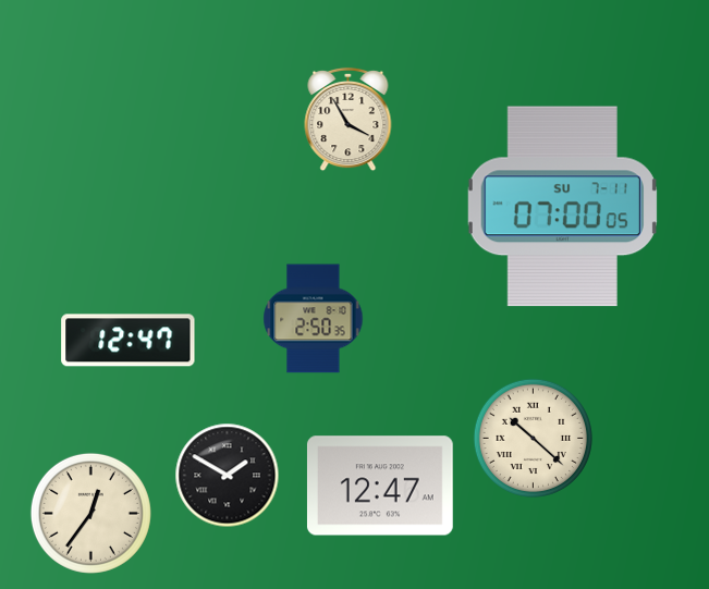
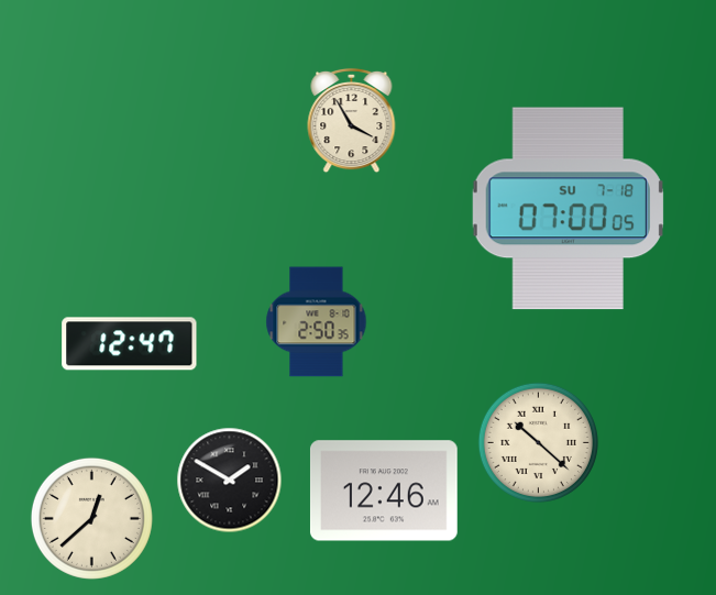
clock at (562, 207) date: SU 7-11 -> SU 7-18
clock at (380, 486): 12:47 -> 12:46
clock at (90, 513): 12:36 -> 12:38
